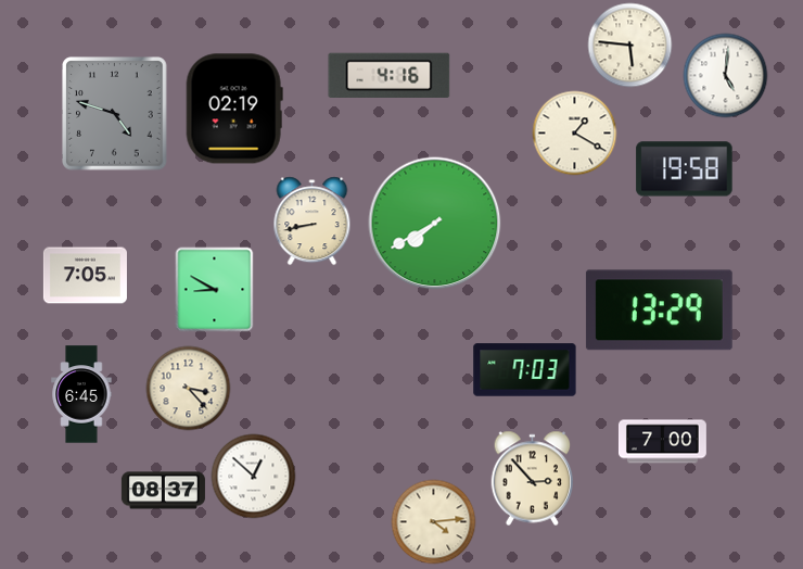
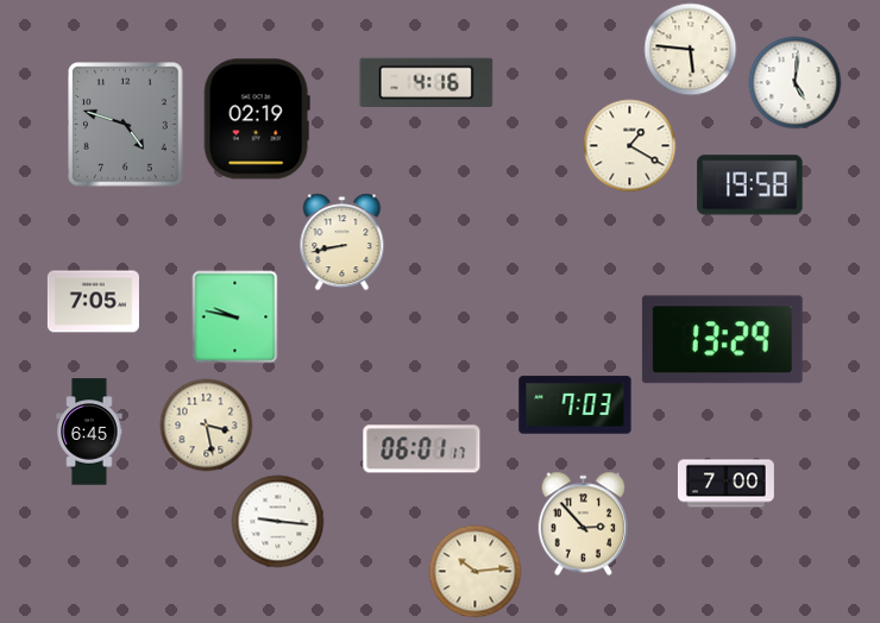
clock at (435, 224): 7:40 -> none
clock at (215, 289): 8:50 -> 9:47
clock at (188, 388): 3:23 -> 3:28
clock at (422, 449): none -> 06:01
clock at (253, 476): 12:52 -> 9:16
clock at (163, 491): 08:37 -> none
clock at (433, 521): 4:14 -> 10:14
